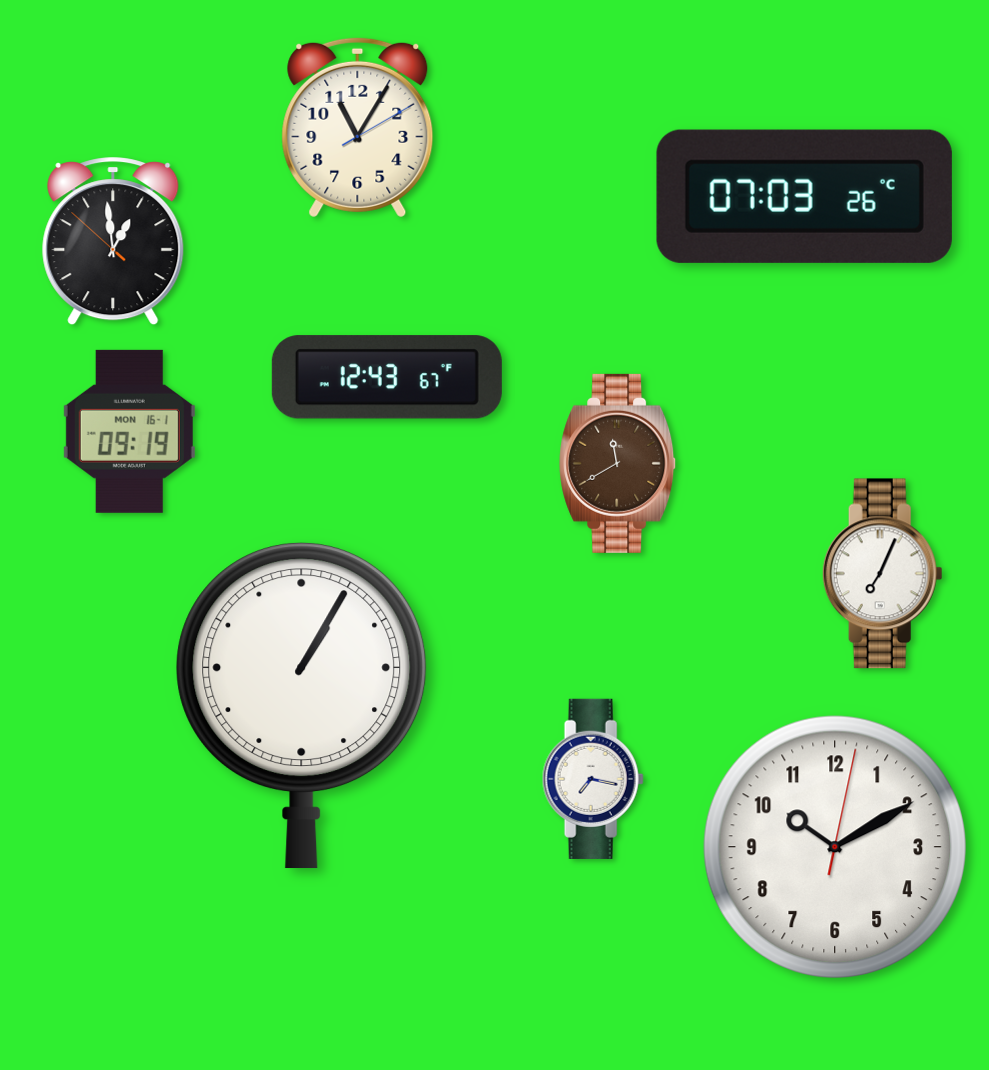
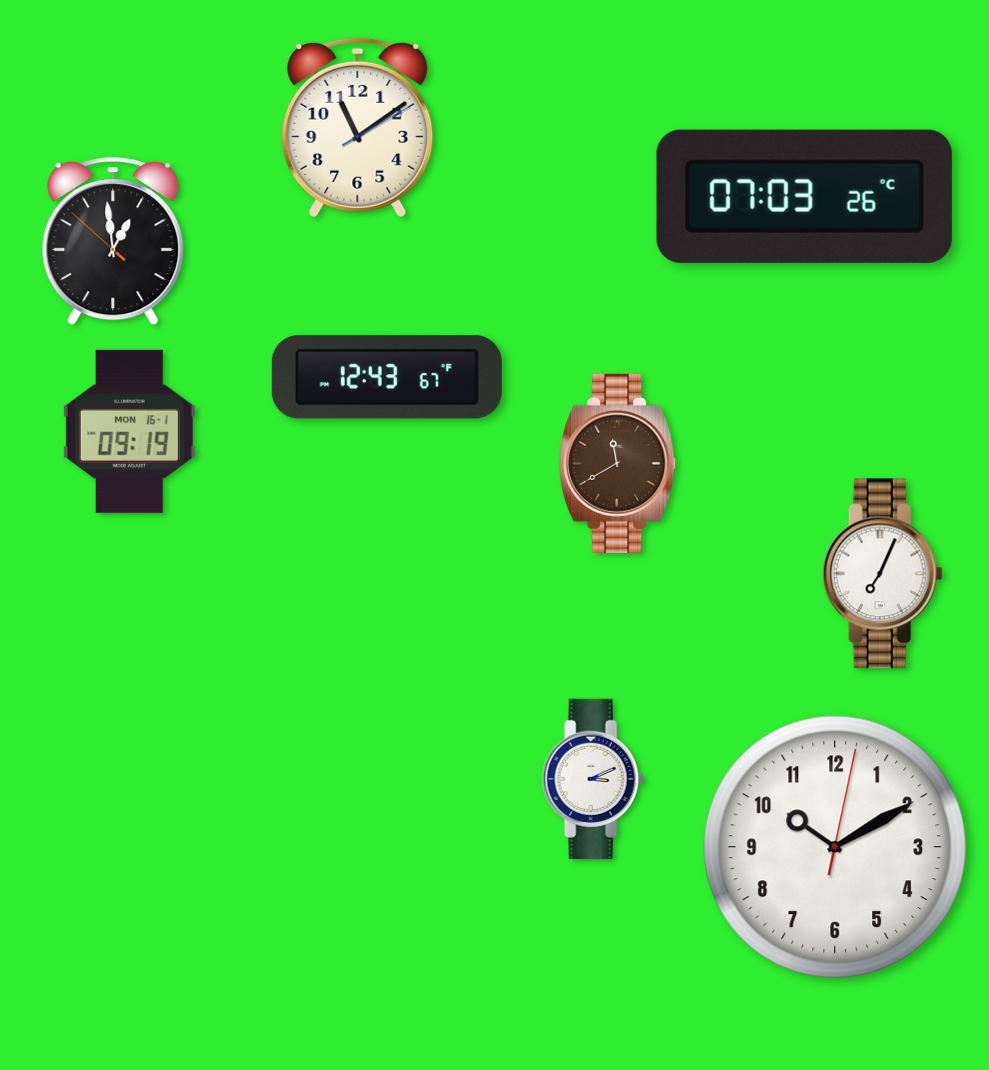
clock at (358, 127): 11:05 -> 11:09
clock at (302, 706): 1:05 -> none
clock at (593, 779): 7:17 -> 3:11
